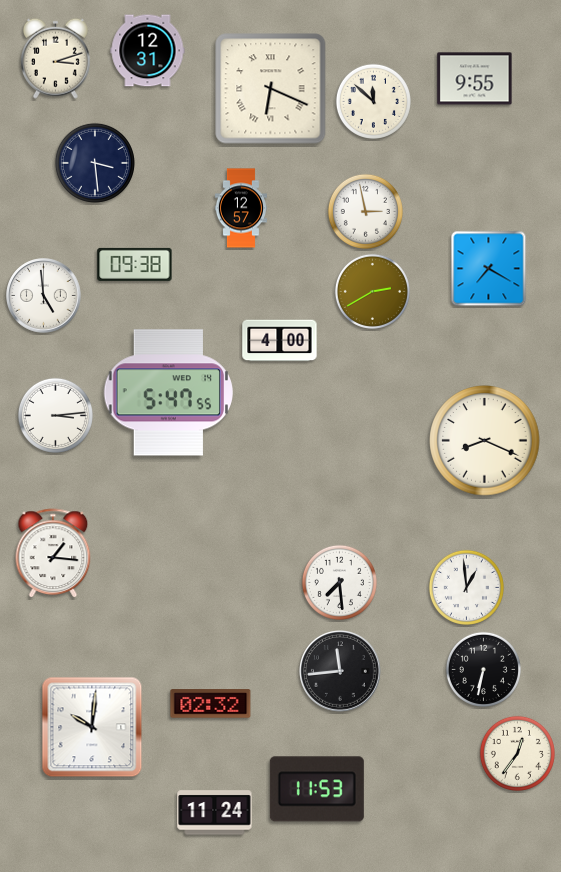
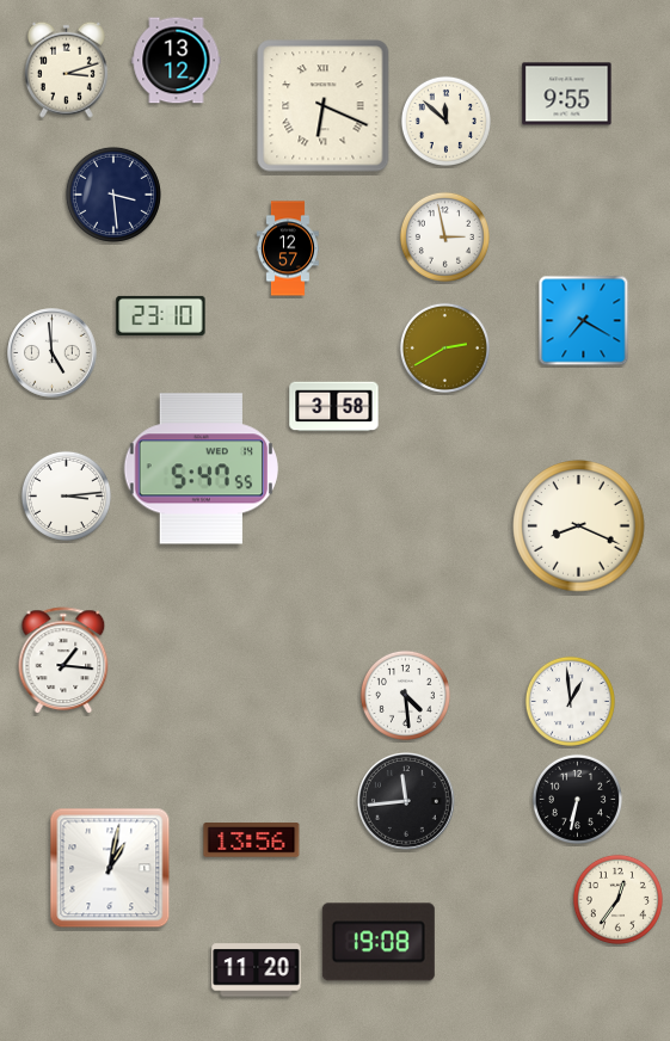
clock at (148, 51): 12:31 -> 13:12
clock at (365, 211) position: (365, 211) -> (444, 236)
clock at (135, 264): 09:38 -> 23:10
clock at (280, 341): 4:00 -> 3:58
clock at (339, 582): 7:29 -> 4:29
clock at (466, 587) position: (466, 587) -> (570, 701)
clock at (211, 704): 02:32 -> 13:56
clock at (92, 727): 10:01 -> 1:02
clock at (317, 789): 11:53 -> 19:08
clock at (215, 813): 11:24 -> 11:20
